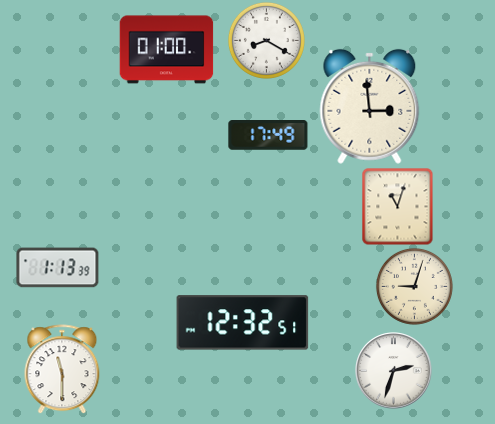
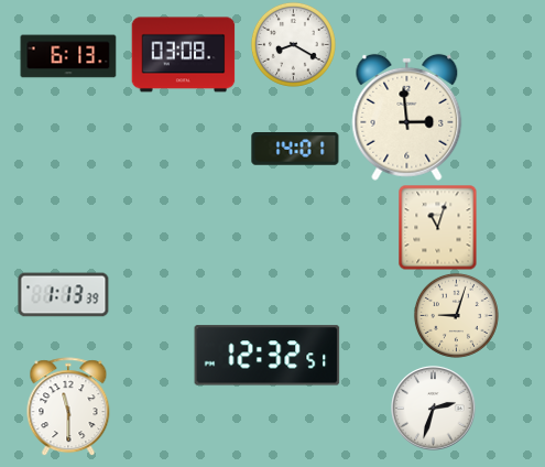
clock at (167, 50): 01:00 -> 03:08
clock at (68, 56): none -> 6:13
clock at (268, 136): 17:49 -> 14:01
